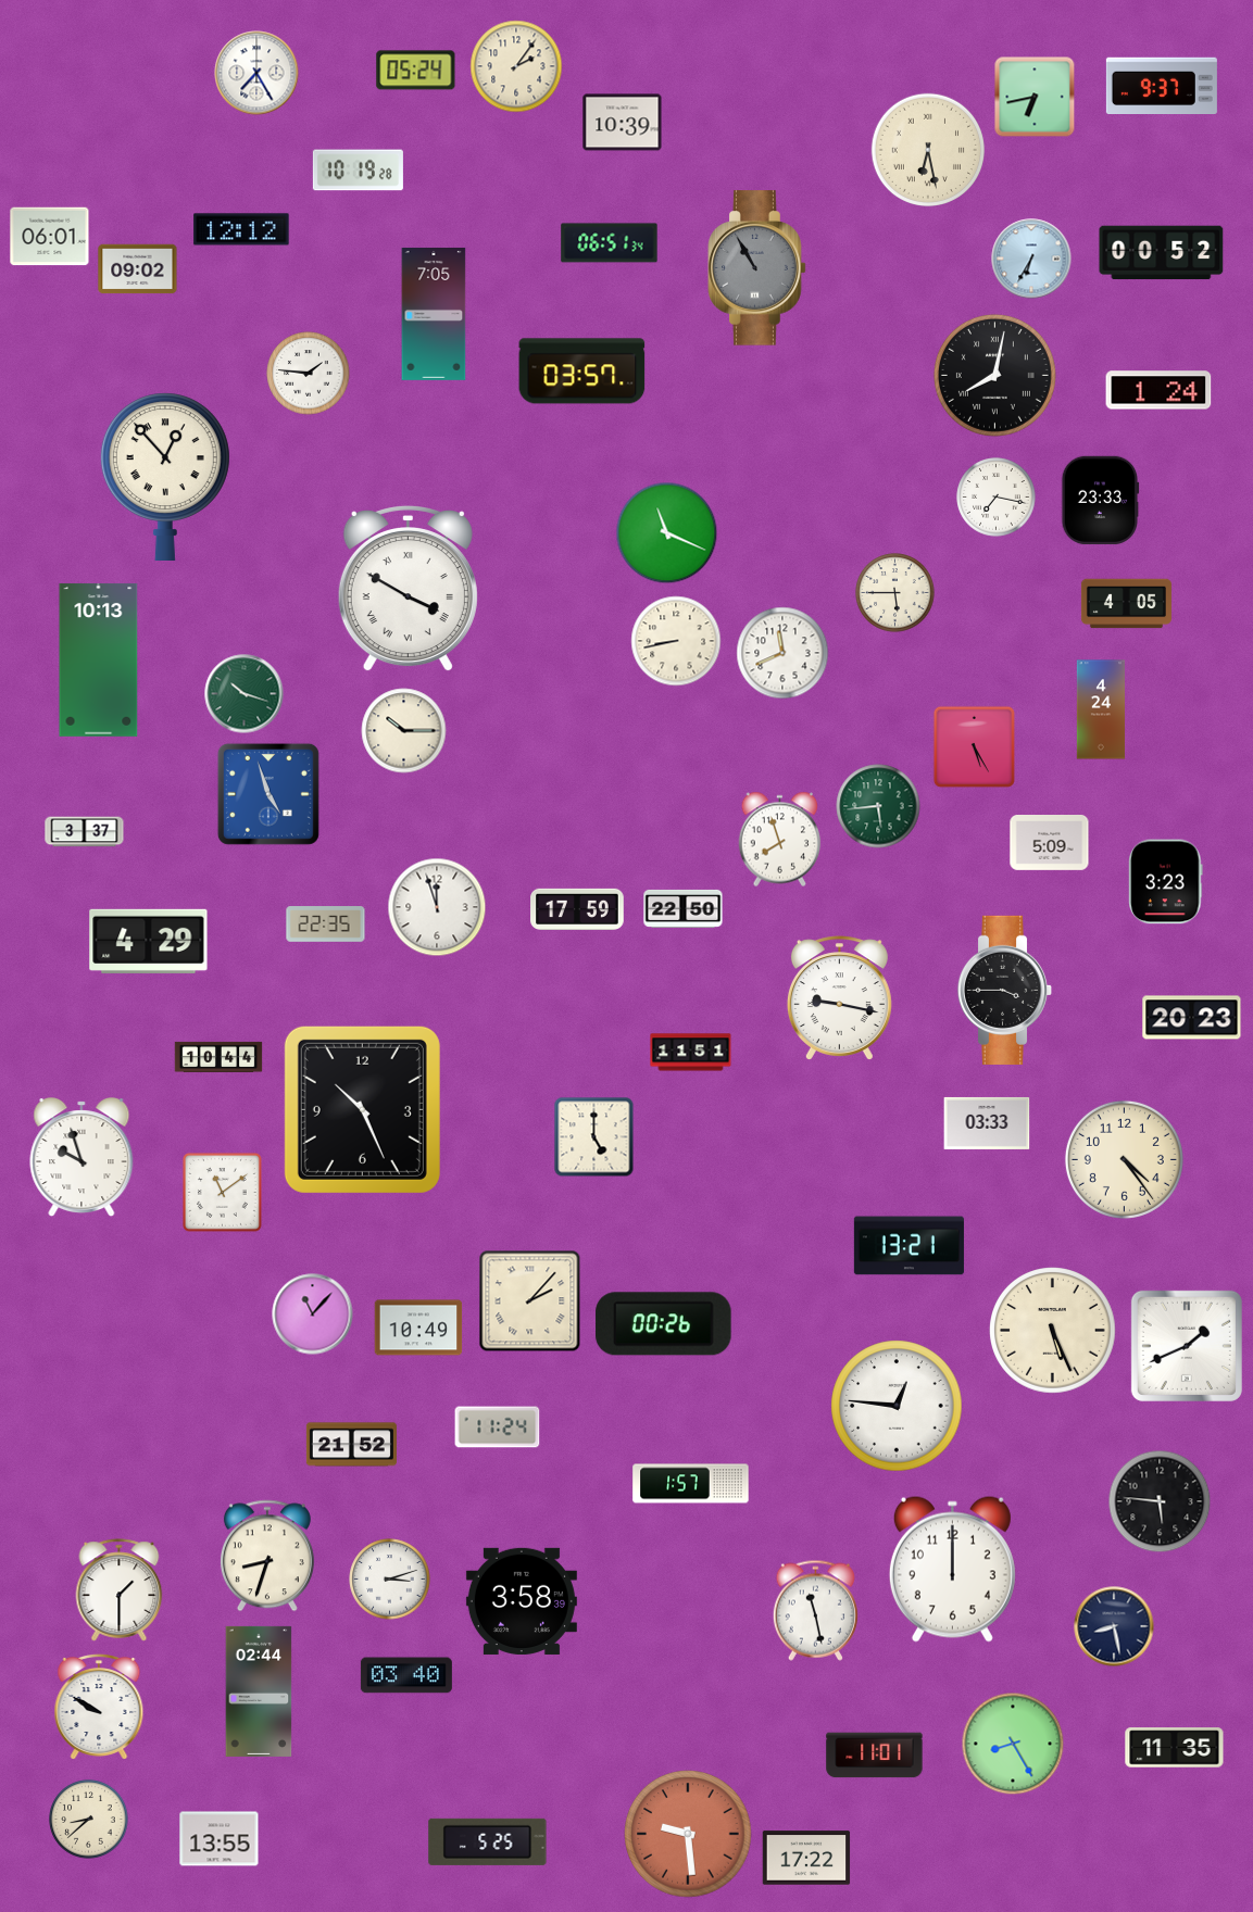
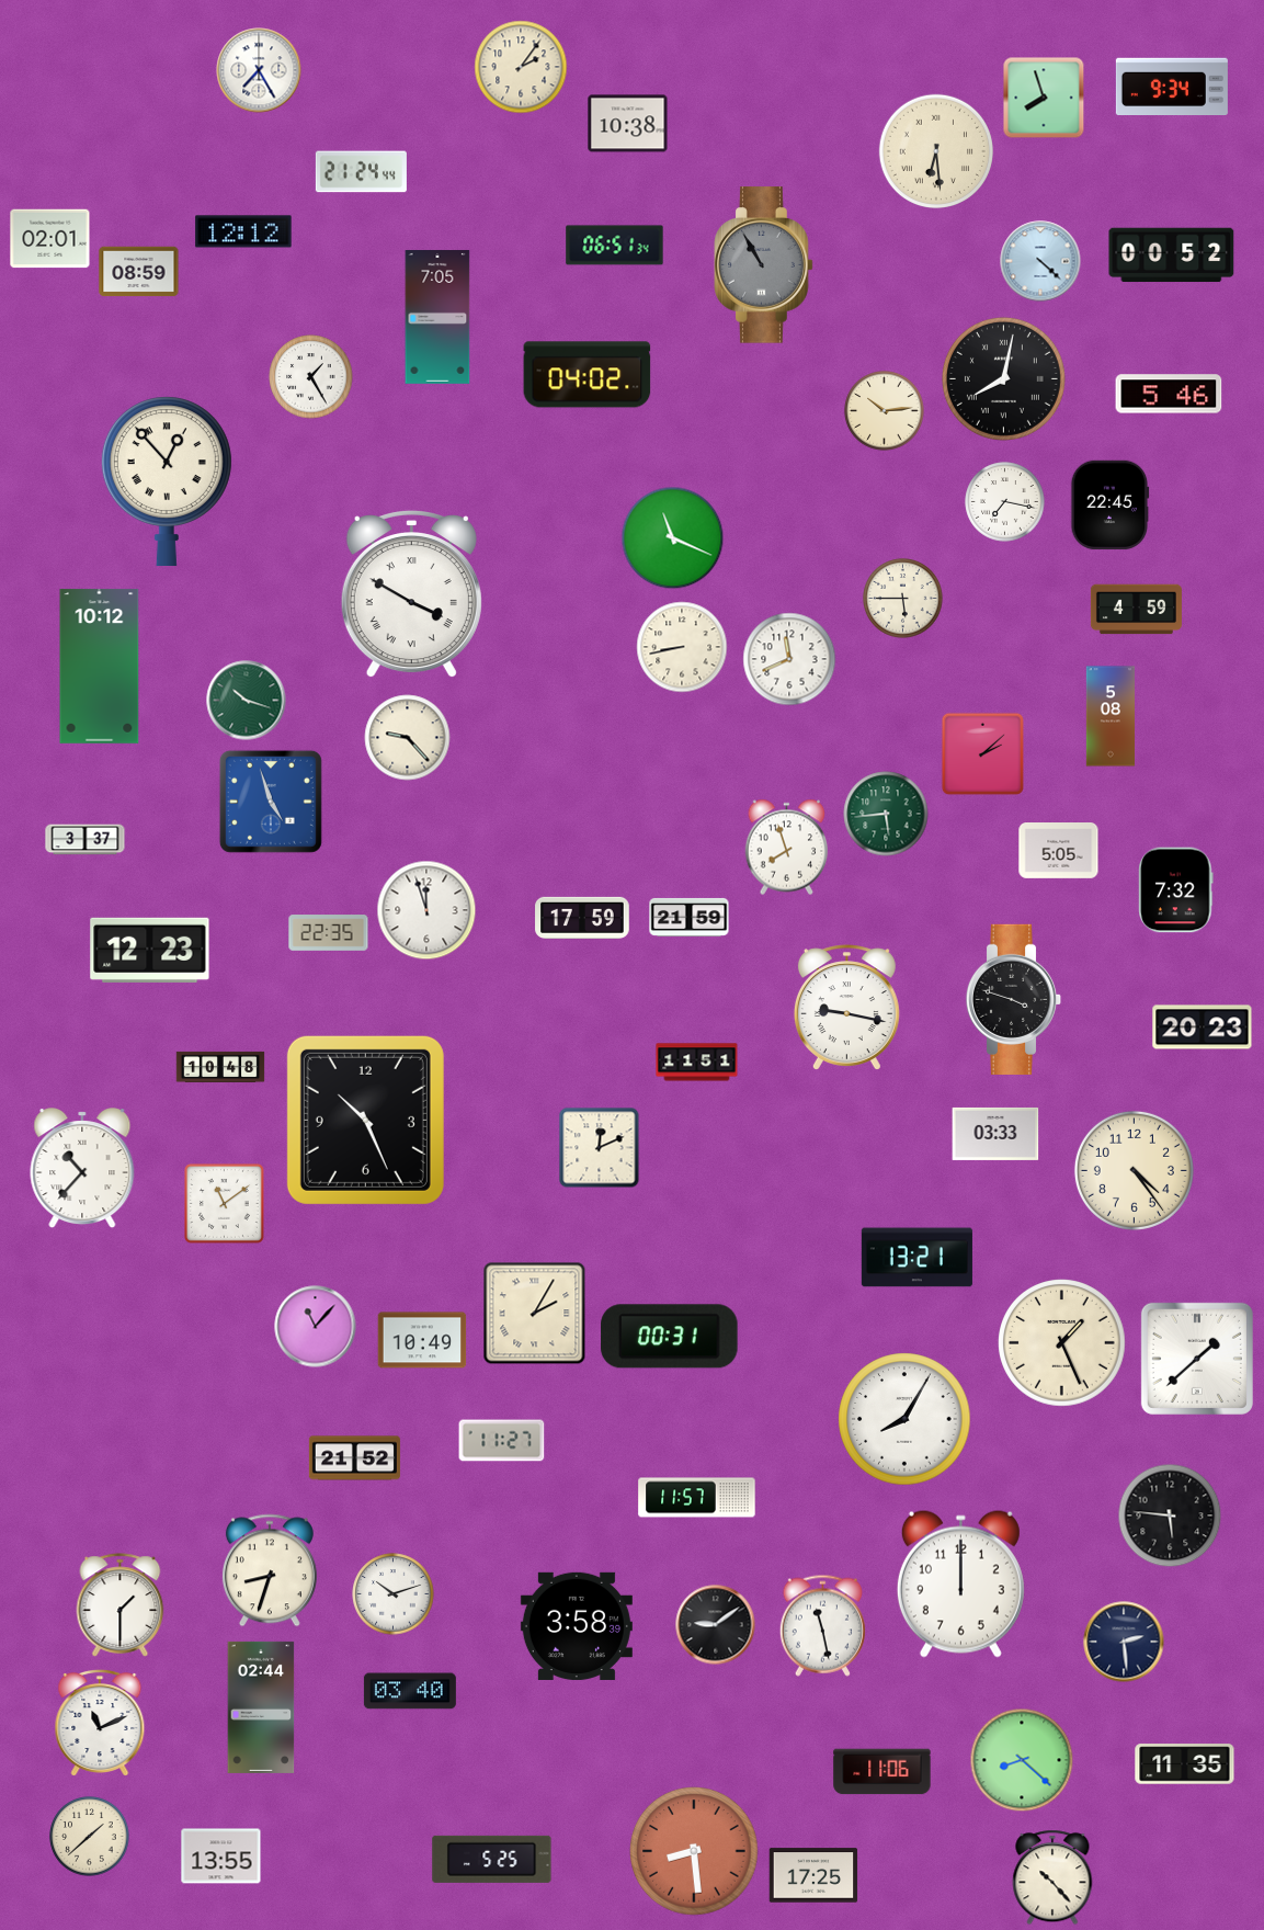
clock at (416, 71): 05:24 -> none
clock at (256, 73) position: (256, 73) -> (259, 70)
clock at (1162, 86): 9:37 -> 9:34
clock at (1035, 97): 6:43 -> 7:57
clock at (623, 123): 10:39 -> 10:38
clock at (928, 150): 6:28 -> 6:29
clock at (358, 171): 10:19 -> 21:24
clock at (50, 237): 06:01 -> 02:01
clock at (1031, 259): 6:35 -> 4:22
clock at (757, 268) position: (757, 268) -> (764, 265)
clock at (138, 269): 09:02 -> 08:59
clock at (582, 372): 03:57 -> 04:02
clock at (309, 374): 1:46 -> 1:25
clock at (1158, 390): 1:24 -> 5:46
clock at (885, 411): none -> 10:14
clock at (1100, 501): 23:33 -> 22:45
clock at (1126, 604): 4:05 -> 4:59
clock at (99, 659): 10:13 -> 10:12
clock at (1101, 709): 4:24 -> 5:08
clock at (404, 731): 10:15 -> 9:23
clock at (974, 746): 5:25 -> 2:08
clock at (1050, 843): 5:09 -> 5:05
clock at (1166, 882): 3:23 -> 7:32
clock at (437, 907) position: (437, 907) -> (426, 910)
clock at (684, 908): 22:50 -> 21:59
clock at (149, 941): 4:29 -> 12:23
clock at (1005, 990): 3:45 -> 3:48
clock at (218, 1057): 10:44 -> 10:48
clock at (594, 1137): 5:00 -> 12:11
clock at (82, 1158): 9:57 -> 10:37
clock at (530, 1301): 2:07 -> 2:05
clock at (664, 1324): 00:26 -> 00:31
clock at (1053, 1331): 5:26 -> 1:26
clock at (1187, 1346): 1:41 -> 1:38
clock at (897, 1406): 12:46 -> 8:05
clock at (498, 1427): 11:24 -> 11:27
clock at (691, 1484): 1:57 -> 11:57
clock at (390, 1580): 3:12 -> 10:12
clock at (522, 1601) position: (522, 1601) -> (577, 1626)
clock at (716, 1625): none -> 9:09
clock at (1114, 1626): 8:28 -> 2:29
clock at (99, 1707): 9:50 -> 11:11
clock at (1013, 1744): 8:25 -> 8:22
clock at (875, 1756): 11:01 -> 11:06
clock at (89, 1820): 8:38 -> 1:38
clock at (688, 1834): 9:29 -> 8:29
clock at (806, 1858): 17:22 -> 17:25
clock at (1052, 1877): none -> 10:23
